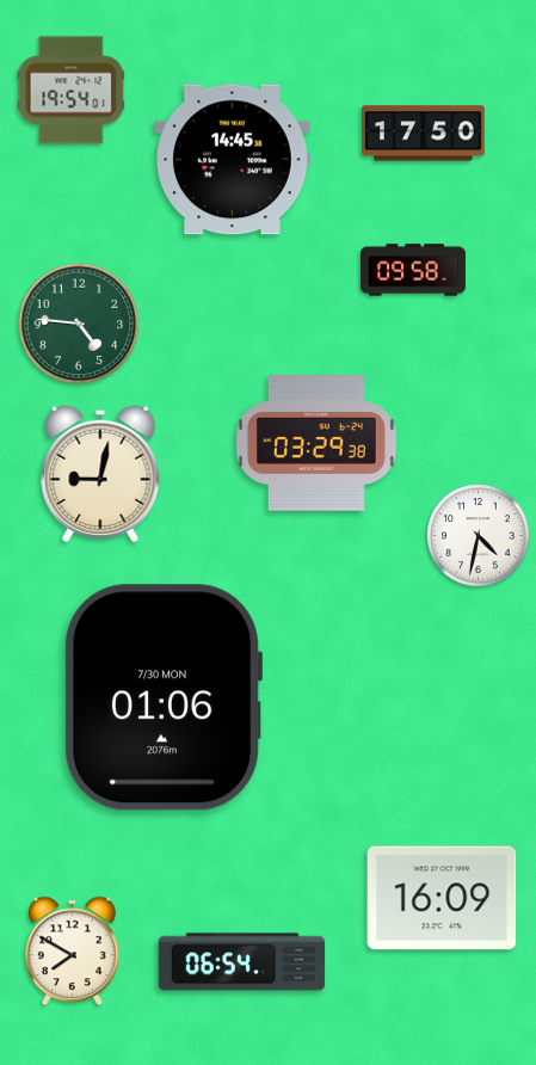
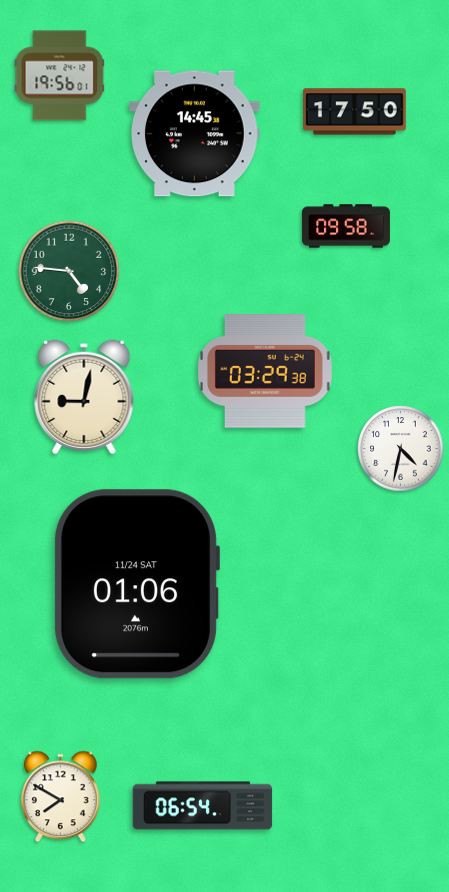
clock at (72, 91): 19:54 -> 19:56
clock at (79, 324) position: (79, 324) -> (69, 271)
clock at (162, 697) date: 7/30 MON -> 11/24 SAT
clock at (442, 898): 16:09 -> none
